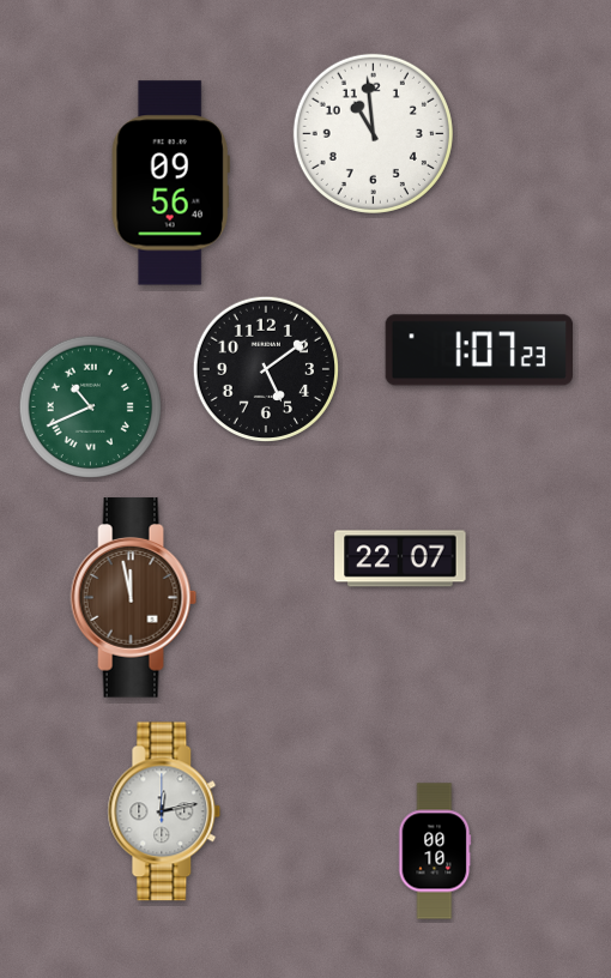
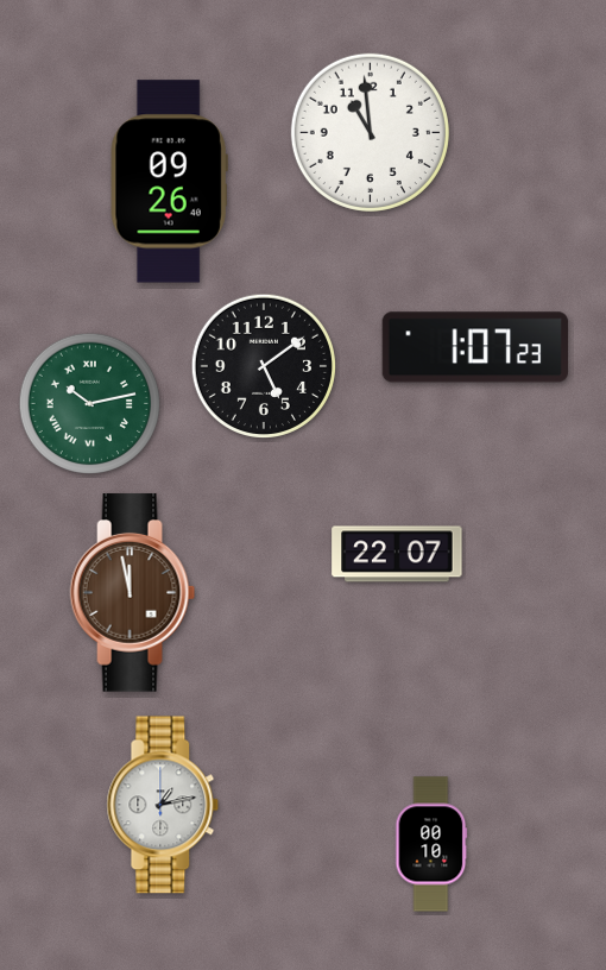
clock at (170, 183): 09:56 -> 09:26
clock at (90, 406): 10:41 -> 10:13
clock at (164, 811): 12:13 -> 1:13
